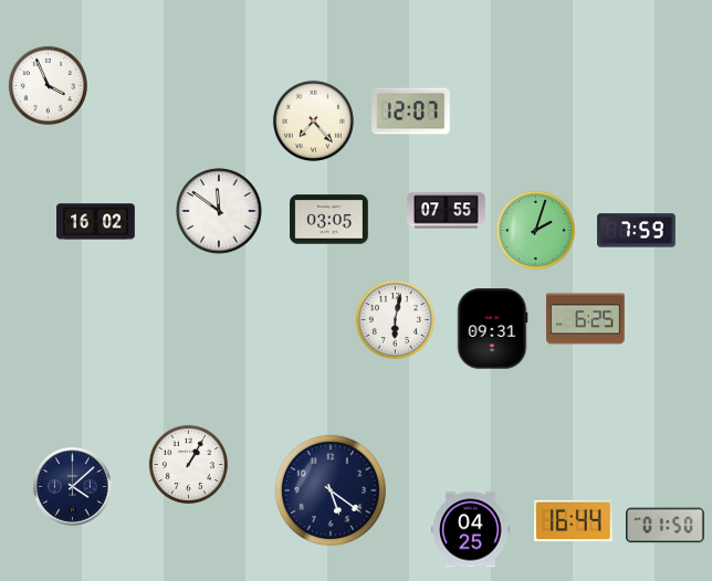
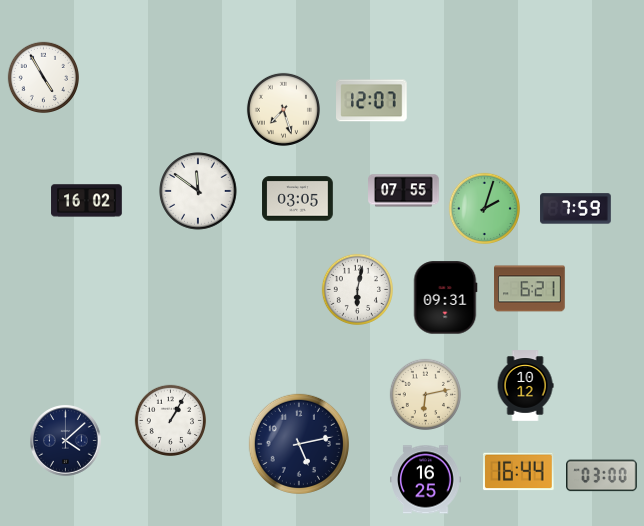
clock at (48, 85): 3:56 -> 4:55
clock at (313, 120): 7:23 -> 7:27
clock at (586, 319): 6:25 -> 6:21
clock at (525, 386): none -> 10:12
clock at (425, 394): none -> 6:13
clock at (331, 490): 5:21 -> 5:13
clock at (666, 526): 01:50 -> 03:00
clock at (471, 530): 04:25 -> 16:25
